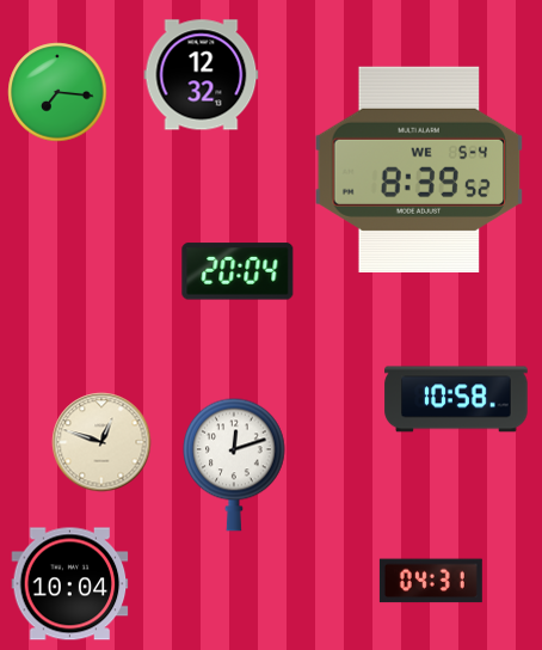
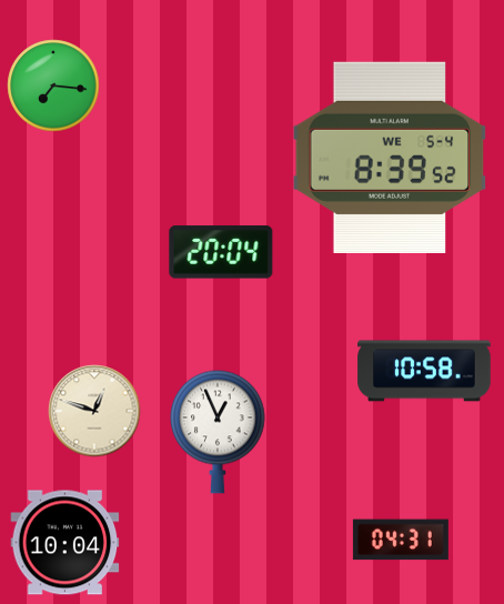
clock at (202, 75): 12:32 -> none
clock at (234, 465): 12:12 -> 12:56
